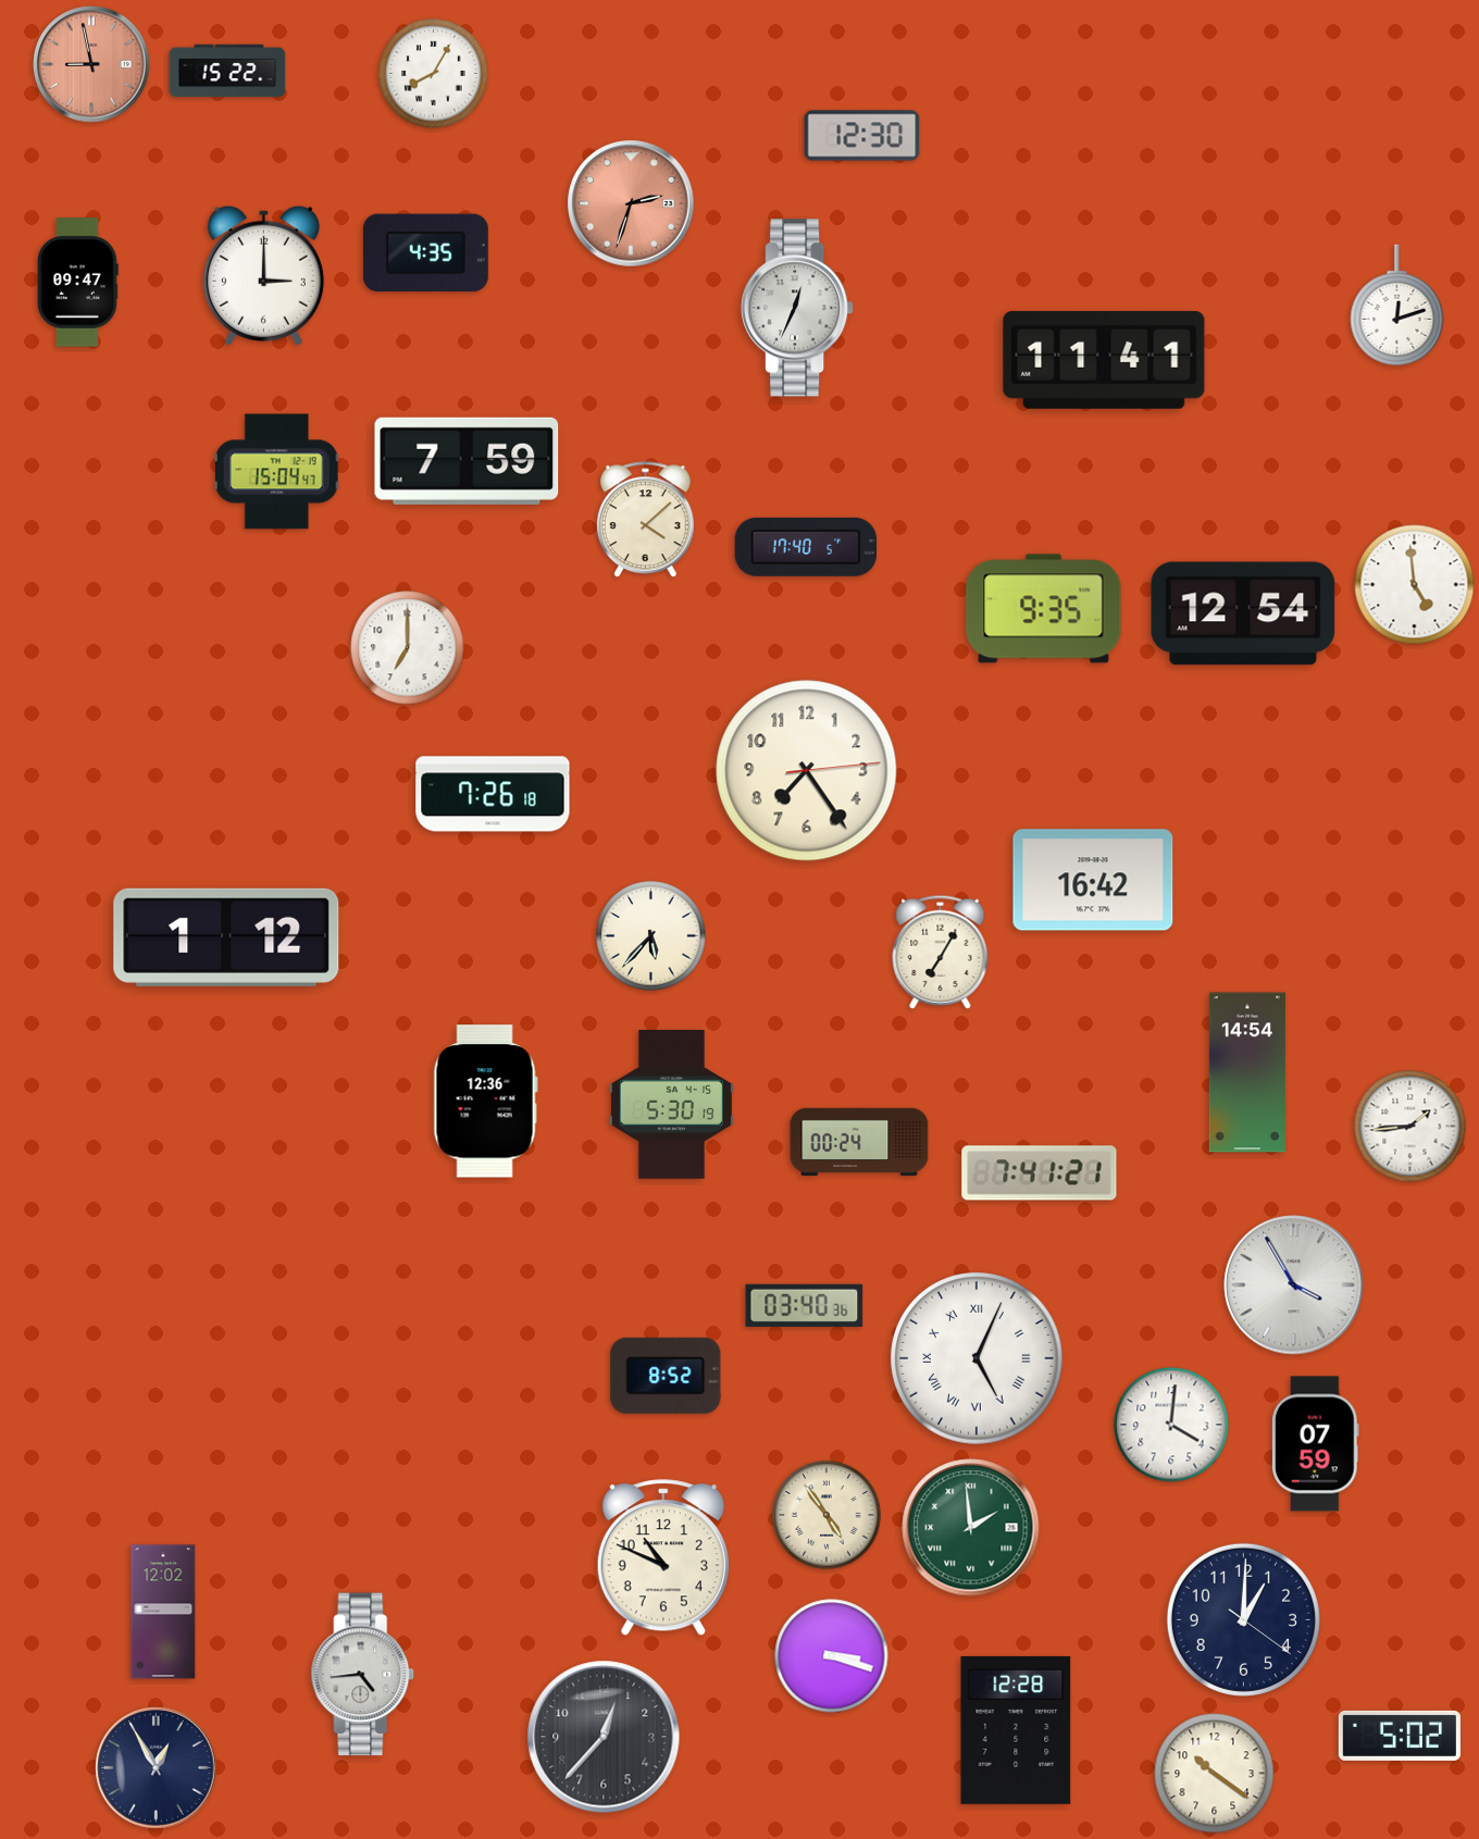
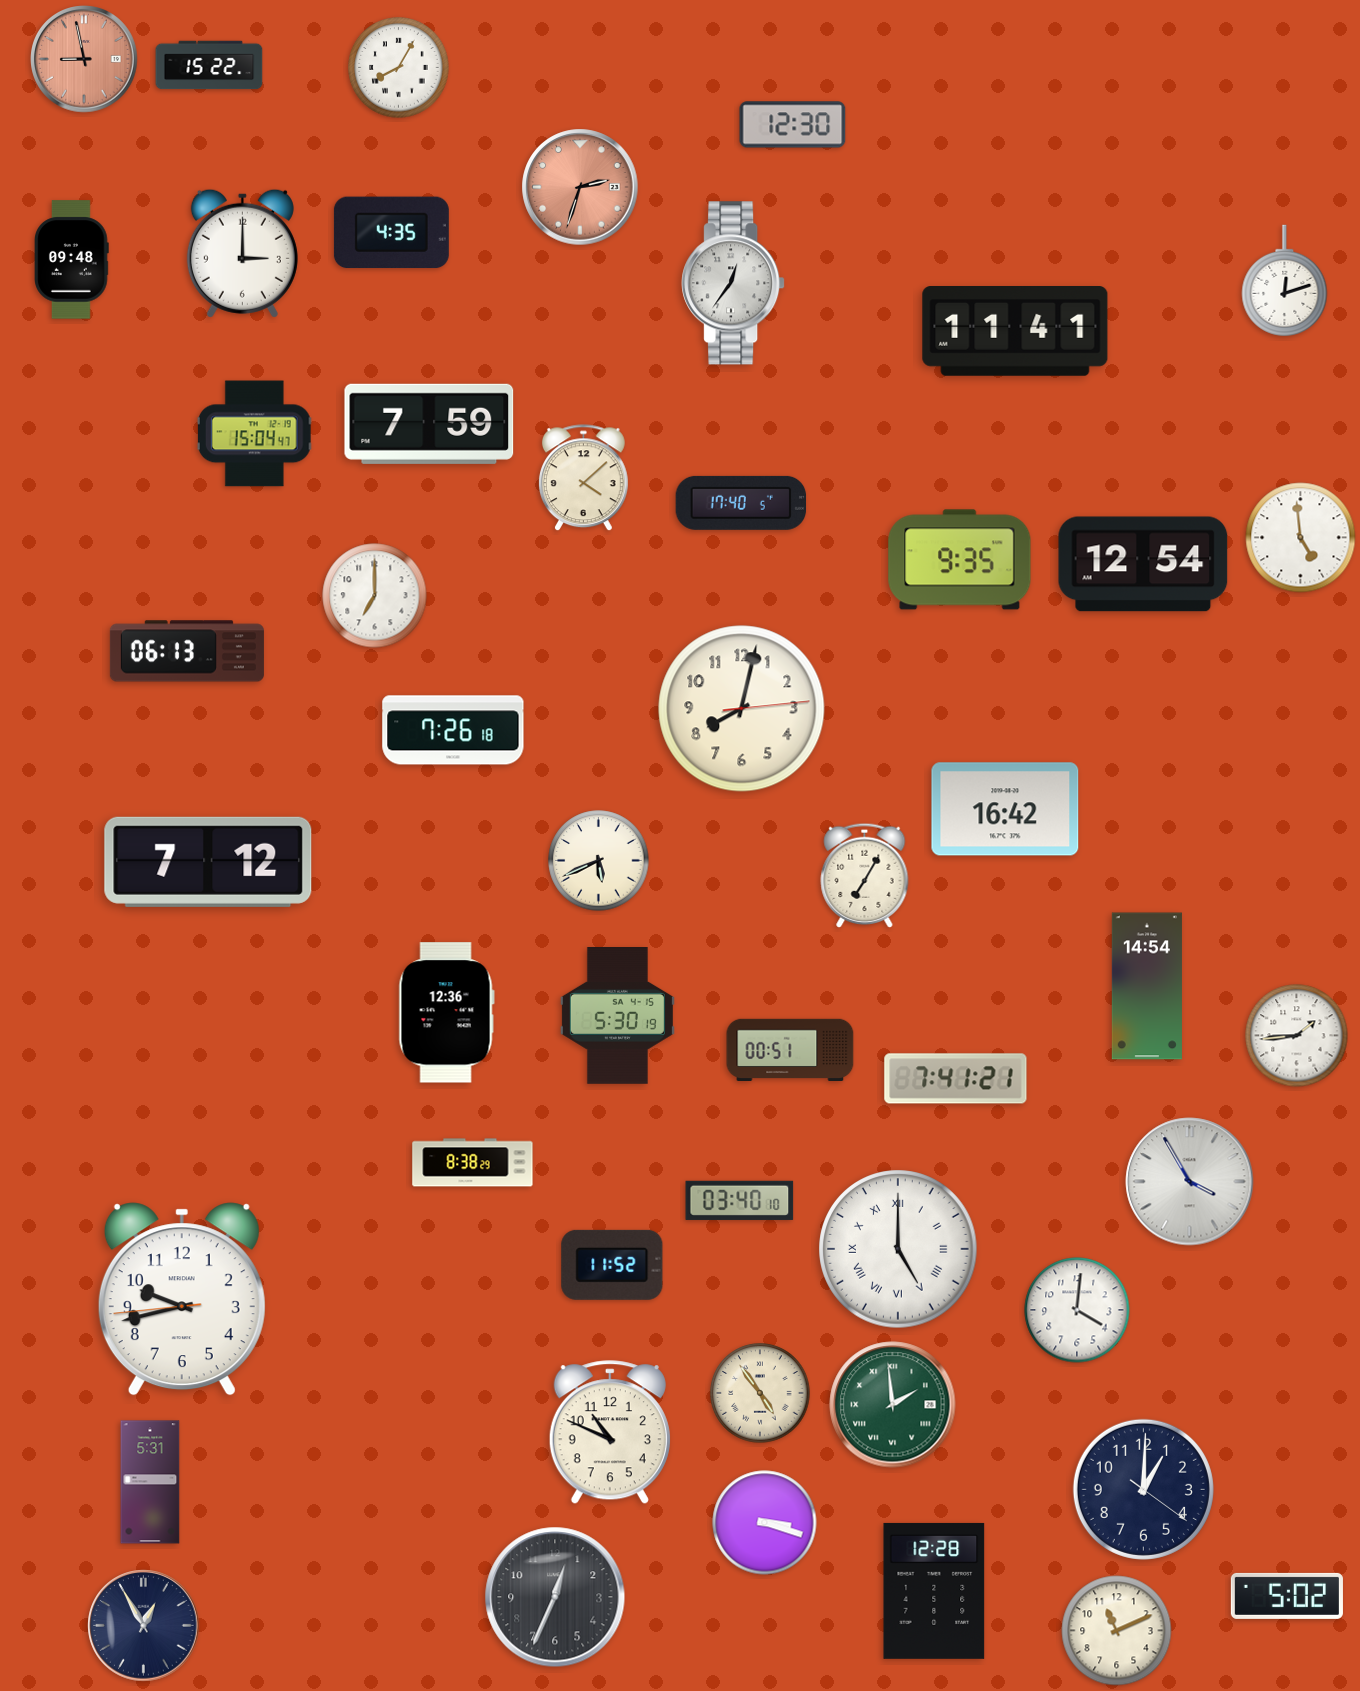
clock at (78, 283): 09:47 -> 09:48
clock at (797, 308): 12:34 -> 12:36
clock at (645, 520) position: (645, 520) -> (583, 478)
clock at (187, 651): none -> 06:13
clock at (807, 771): 7:24 -> 8:02
clock at (651, 936): 5:37 -> 5:41
clock at (226, 937): 1:12 -> 7:12
clock at (859, 1141): 00:24 -> 00:51
clock at (473, 1163): none -> 8:38
clock at (805, 1305): 03:40:36 -> 03:40:10
clock at (977, 1358): 5:04 -> 5:00
clock at (666, 1376): 8:52 -> 11:52
clock at (182, 1299): none -> 9:42
clock at (1316, 1444): 07:59 -> none
clock at (163, 1612): 12:02 -> 5:31
clock at (363, 1675): 4:44 -> none
clock at (604, 1737): 12:37 -> 12:34
clock at (1215, 1774): 10:21 -> 11:11
